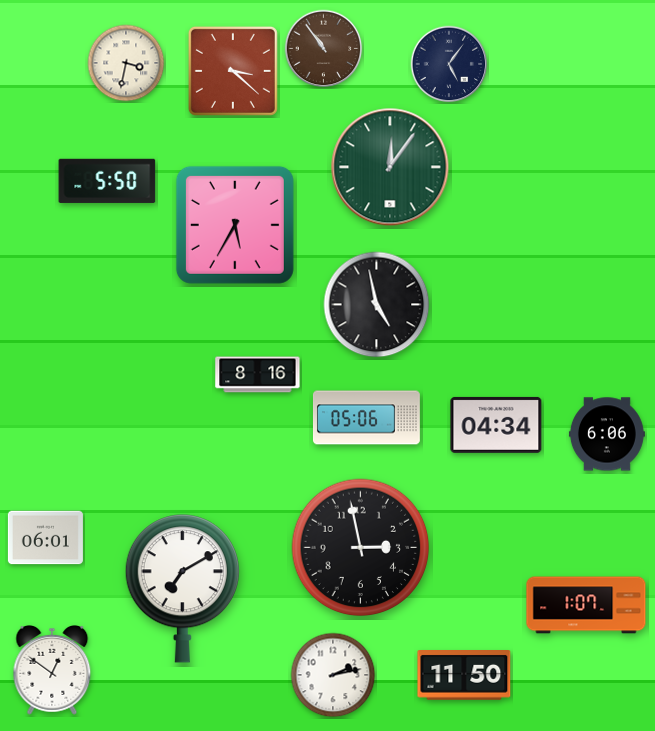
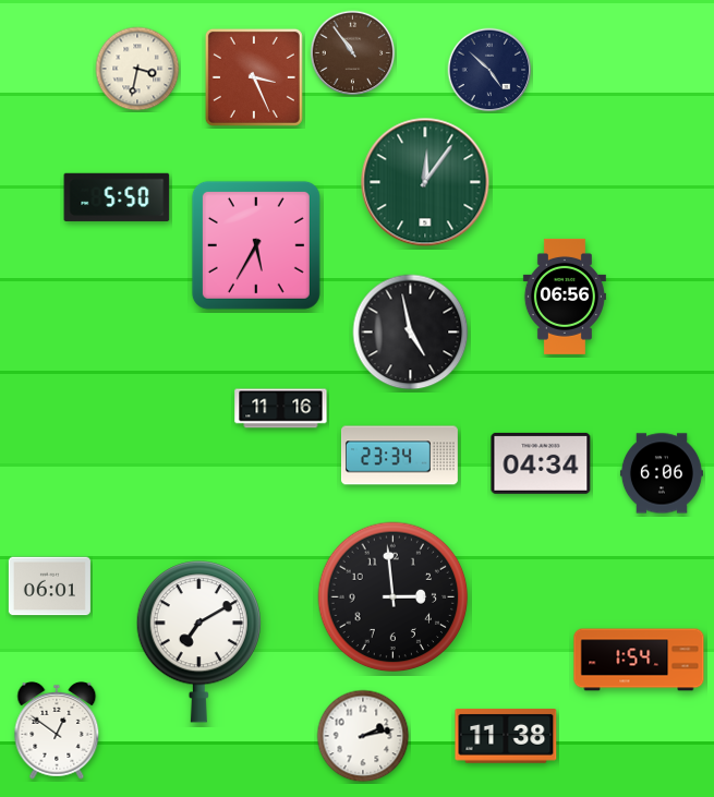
clock at (449, 64): 5:06 -> 4:52
clock at (233, 71): 3:22 -> 3:26
clock at (565, 297): none -> 06:56
clock at (258, 375): 8:16 -> 11:16
clock at (366, 418): 05:06 -> 23:34
clock at (361, 548): 2:58 -> 2:59
clock at (586, 605): 1:07 -> 1:54
clock at (464, 676): 11:50 -> 11:38
